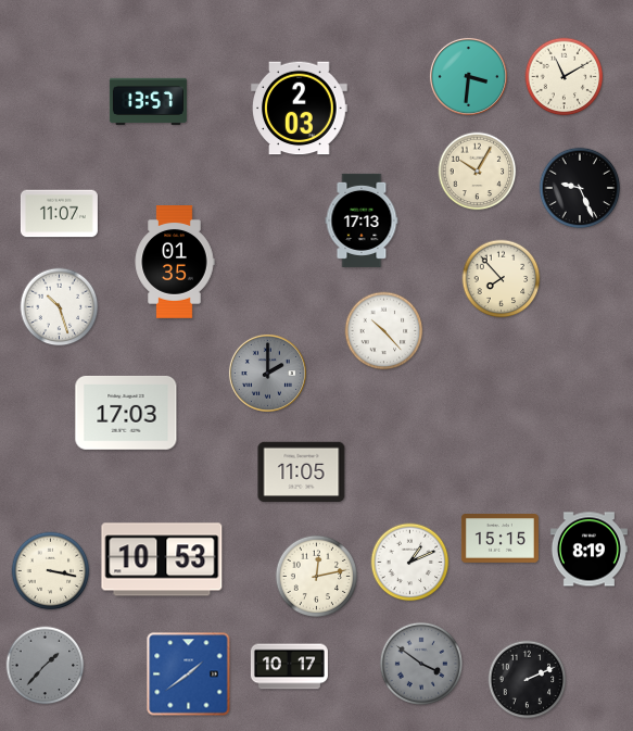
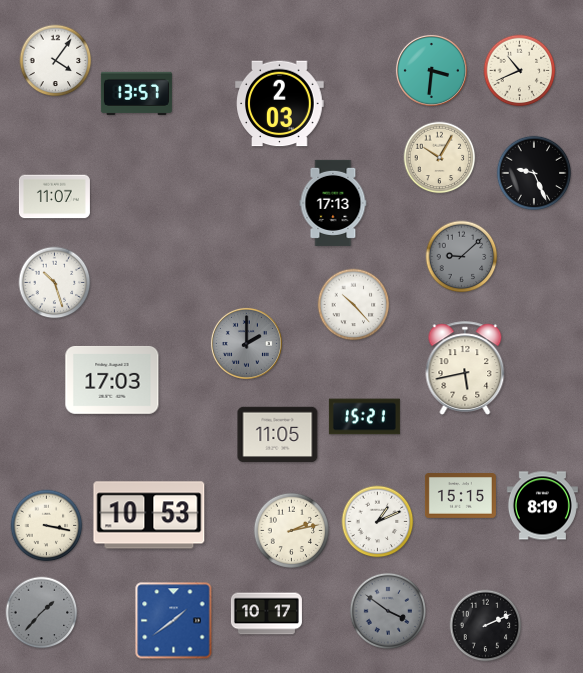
clock at (56, 61): none -> 4:06
clock at (565, 77): 11:10 -> 10:41
clock at (300, 109) position: (300, 109) -> (280, 104)
clock at (175, 263): 01:35 -> none
clock at (502, 279): 7:53 -> 9:08
clock at (502, 279) dial: cream -> grey
clock at (465, 368): none -> 5:43
clock at (126, 413) position: (126, 413) -> (112, 380)
clock at (364, 417): none -> 15:21
clock at (410, 563) position: (410, 563) -> (378, 522)
clock at (316, 576): 12:13 -> 2:13
